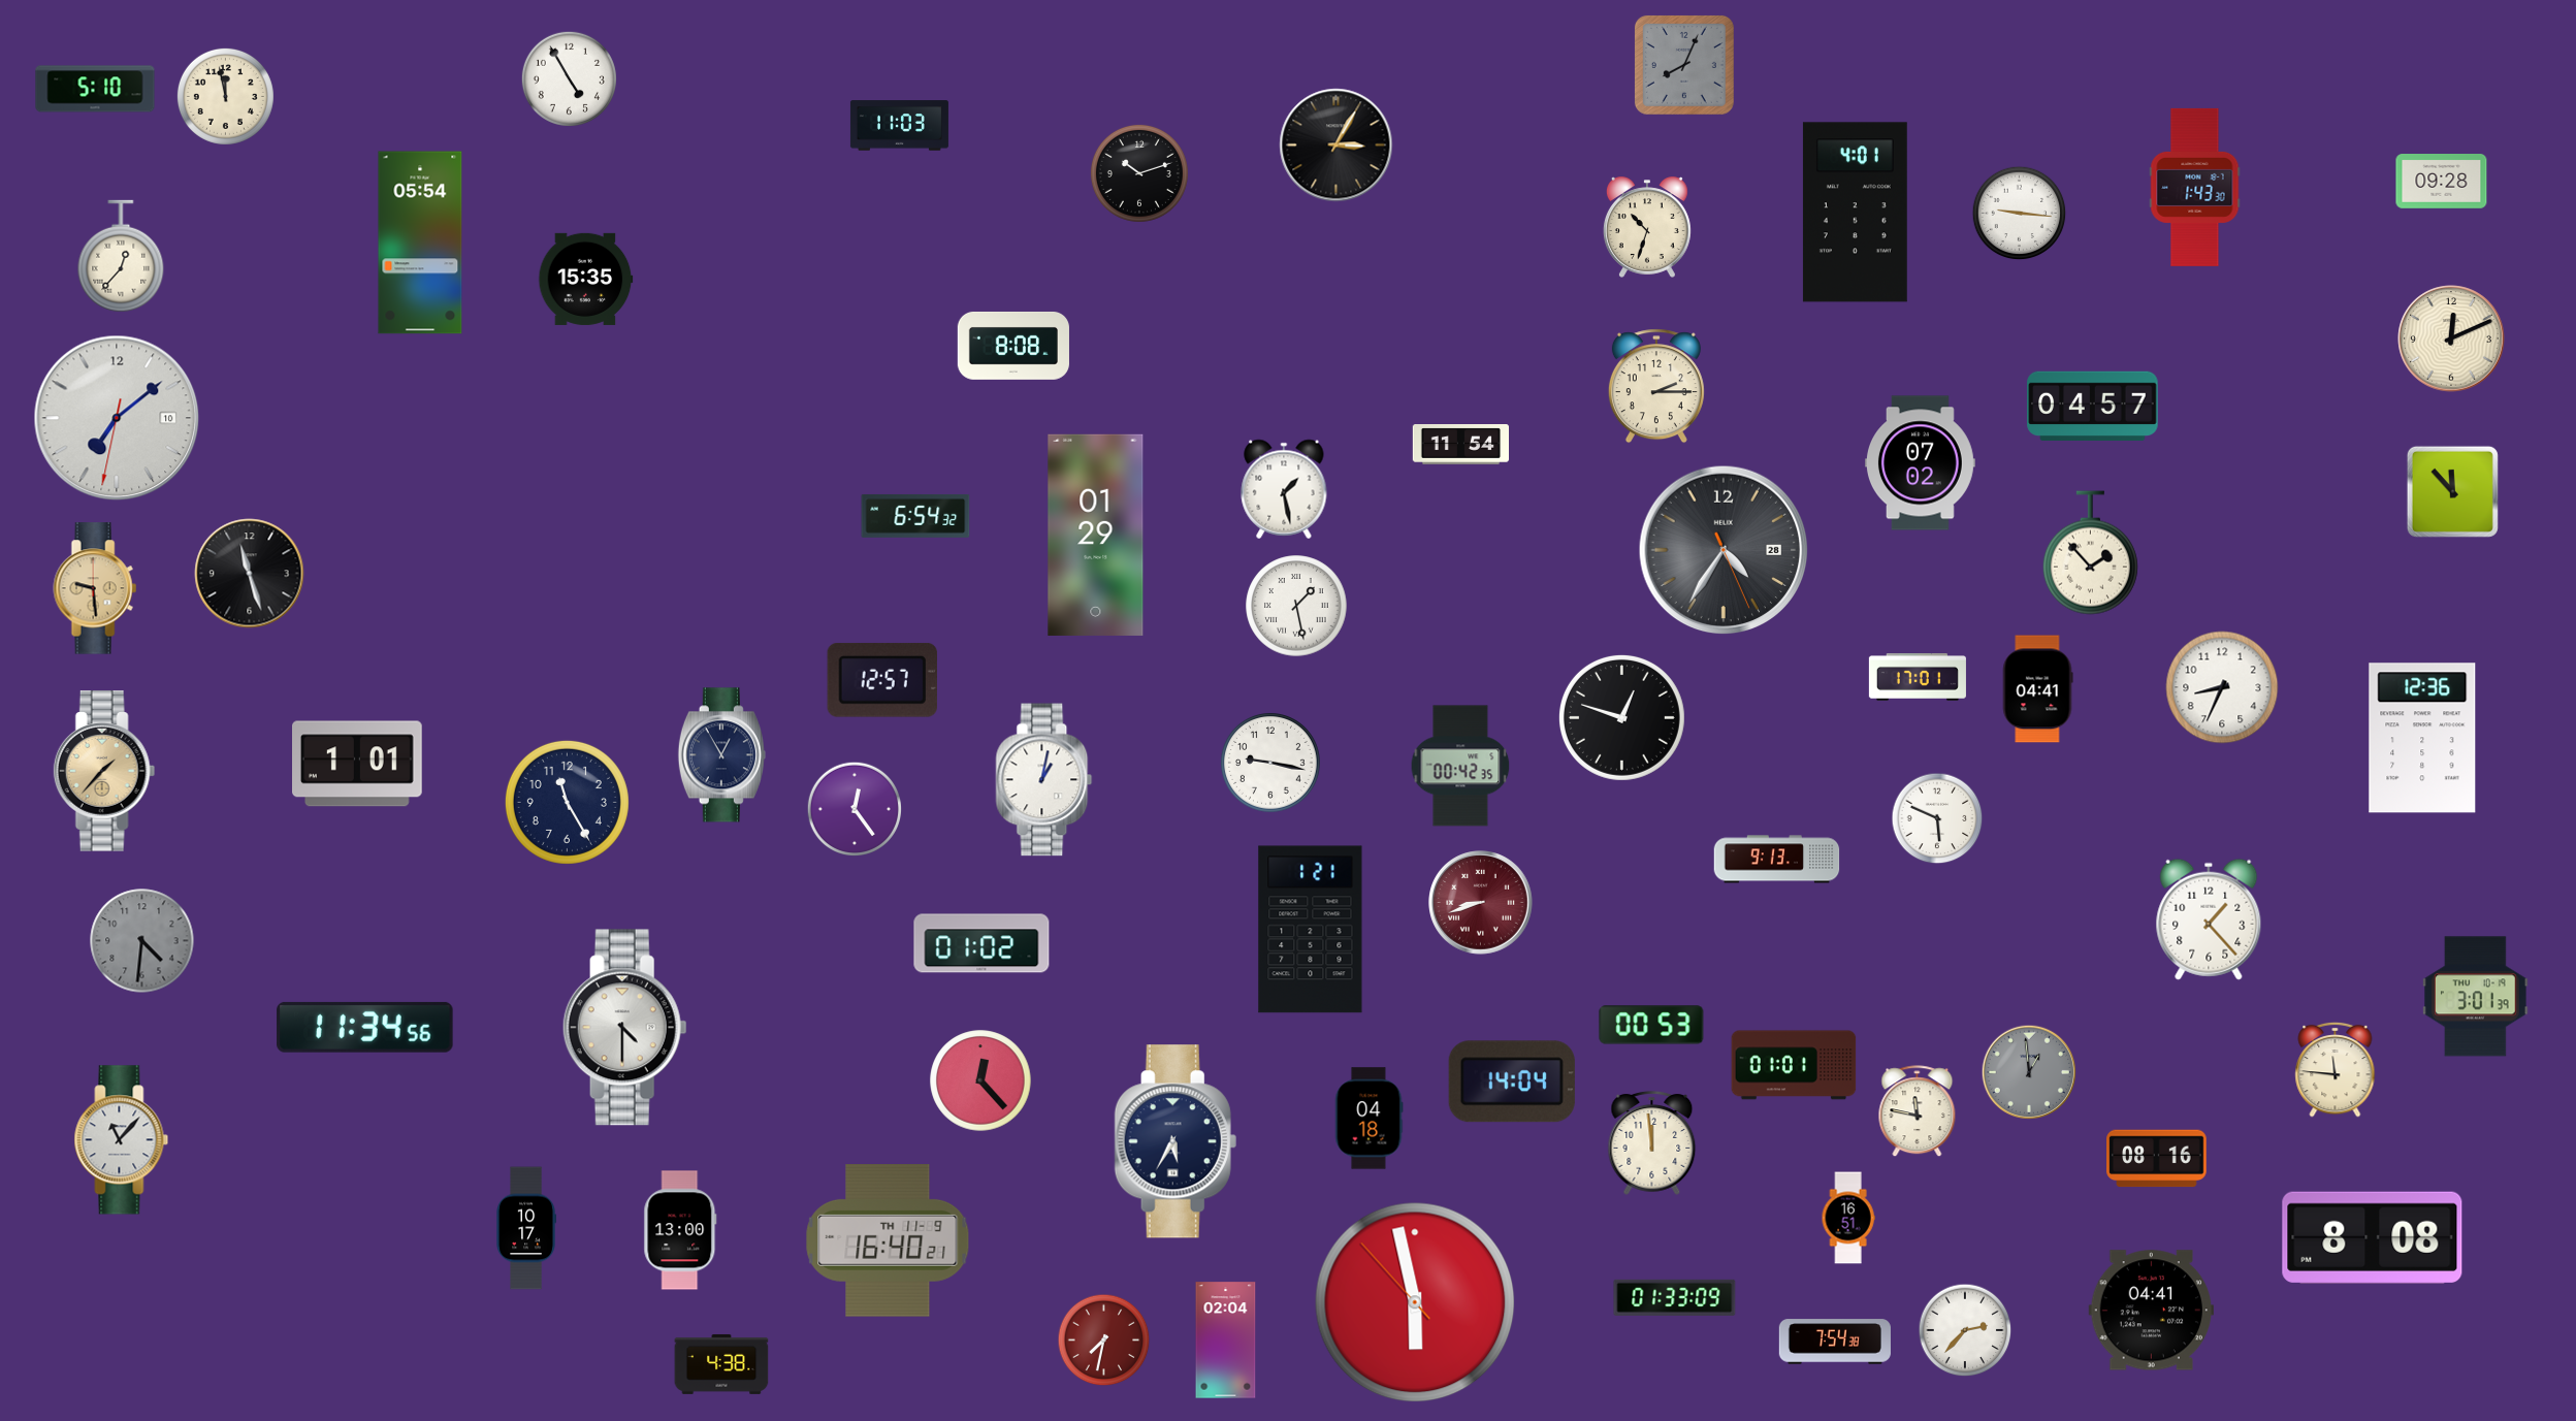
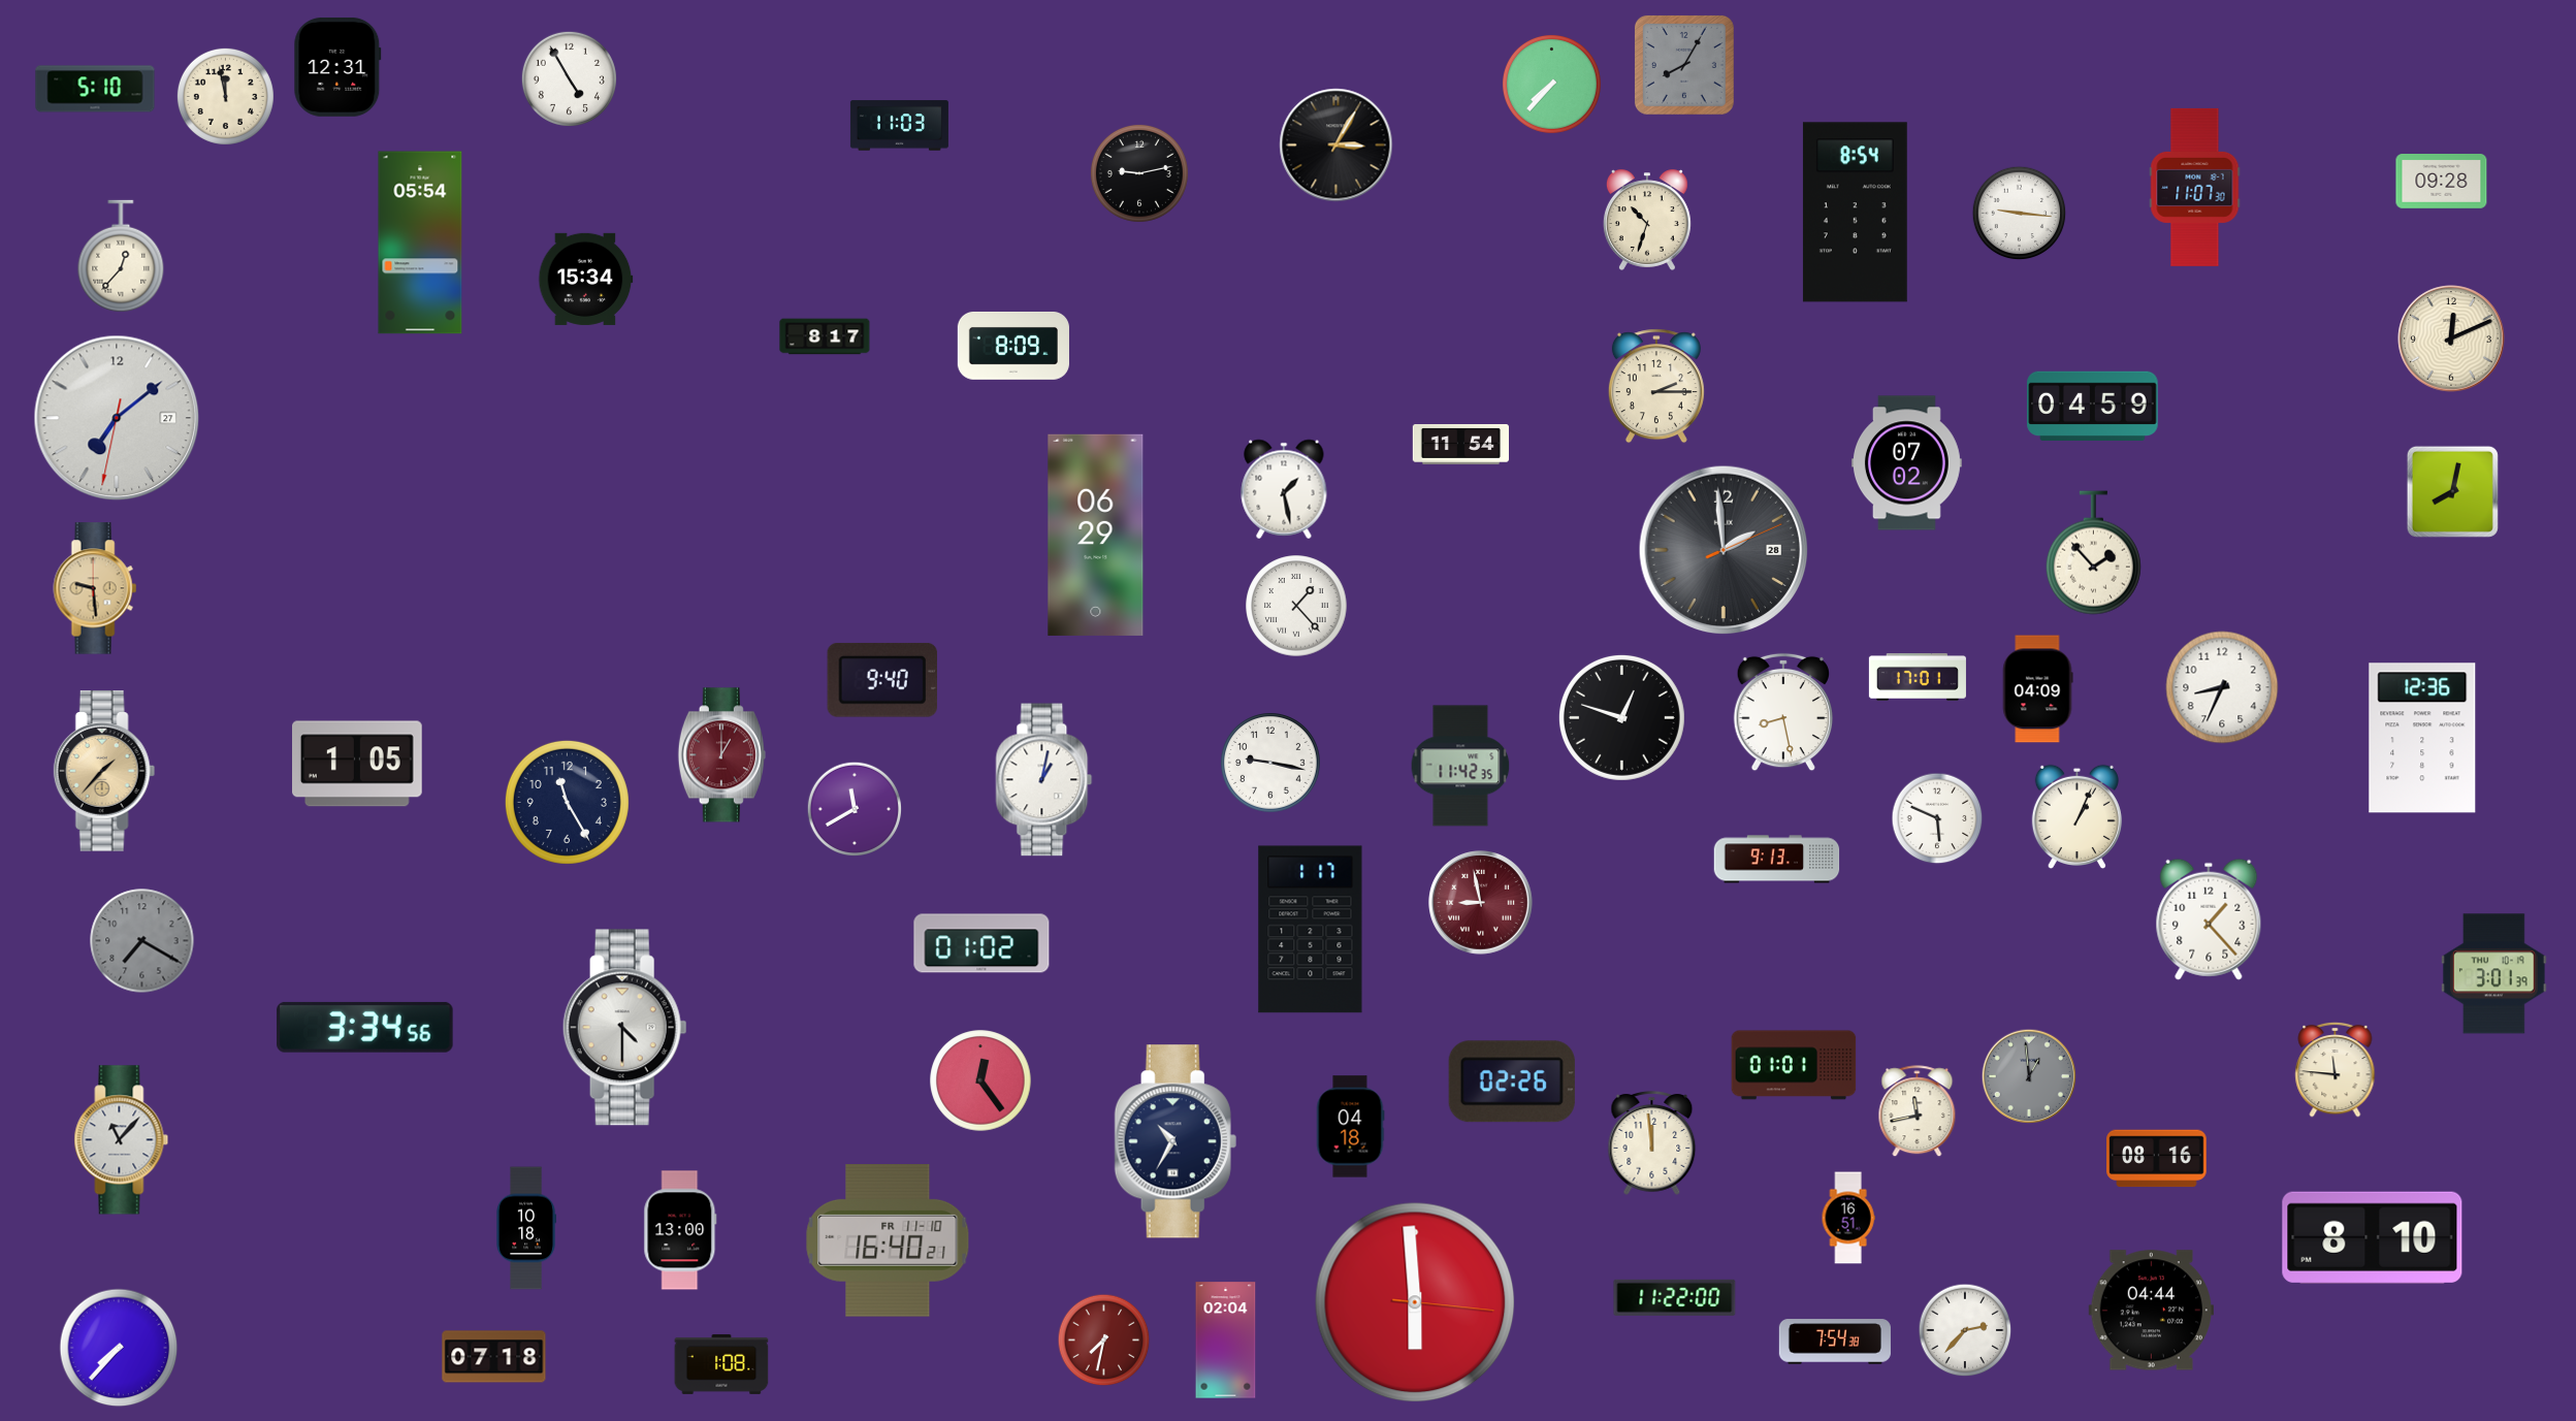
clock at (1684, 65): 8:04 -> 8:05
clock at (337, 67): none -> 12:31
clock at (1551, 84): none -> 7:37
clock at (1139, 173): 10:12 -> 9:13
clock at (2195, 187): 1:43 -> 11:07
clock at (1855, 213): 4:01 -> 8:54
clock at (1647, 227) position: (1647, 227) -> (1647, 220)
clock at (586, 279): 15:35 -> 15:34
clock at (825, 336): none -> 8:17
clock at (1013, 346): 8:08 -> 8:09
clock at (2093, 406): 04:57 -> 04:59
clock at (117, 418) date: 10 -> 27
clock at (1920, 463) position: (1920, 463) -> (1906, 463)
clock at (2452, 491): 11:53 -> 8:02
clock at (915, 516): 6:54 -> none
clock at (1096, 535): 01:29 -> 06:29
clock at (1724, 550): 4:35 -> 1:59
clock at (2090, 553) position: (2090, 553) -> (2093, 553)
clock at (250, 574): 11:27 -> none
clock at (1296, 606): 1:28 -> 1:23
clock at (882, 680): 12:57 -> 9:40
clock at (2037, 689): 04:41 -> 04:09
clock at (1782, 712): none -> 8:28
clock at (721, 755): 12:55 -> 1:00
clock at (721, 755) dial: navy -> burgundy
clock at (358, 764): 1:01 -> 1:05
clock at (1460, 766): 00:42 -> 11:42
clock at (854, 808): 12:24 -> 11:40
clock at (2076, 816): none -> 1:04
clock at (1481, 903): 8:42 -> 8:58
clock at (1311, 930): 1:21 -> 1:17
clock at (142, 941): 4:31 -> 7:20
clock at (2476, 997) position: (2476, 997) -> (2494, 974)
clock at (1651, 1025): 00:53 -> none
clock at (365, 1027): 11:34 -> 3:34
clock at (2028, 1072) position: (2028, 1072) -> (2028, 1076)
clock at (980, 1080): 12:23 -> 12:24
clock at (1512, 1081): 14:04 -> 02:26
clock at (1918, 1111): 11:47 -> 11:43
clock at (1369, 1119) position: (1369, 1119) -> (1350, 1127)
clock at (1176, 1141): 5:35 -> 10:35
clock at (526, 1228): 10:17 -> 10:18
clock at (2373, 1237): 8:08 -> 8:10
clock at (888, 1241) date: TH 11-9 -> FR 11-10
clock at (1675, 1297): 01:33 -> 11:22
clock at (1415, 1302): 5:57 -> 5:59
clock at (2151, 1311): 04:41 -> 04:44
clock at (119, 1348): none -> 7:37
clock at (494, 1357): none -> 07:18
clock at (721, 1364): 4:38 -> 1:08
